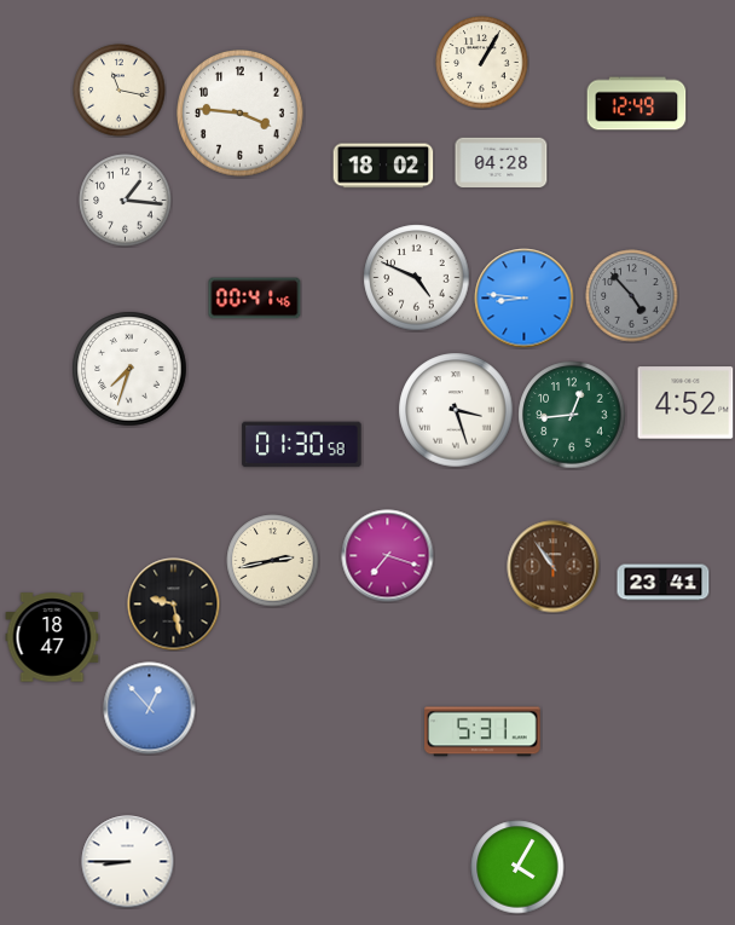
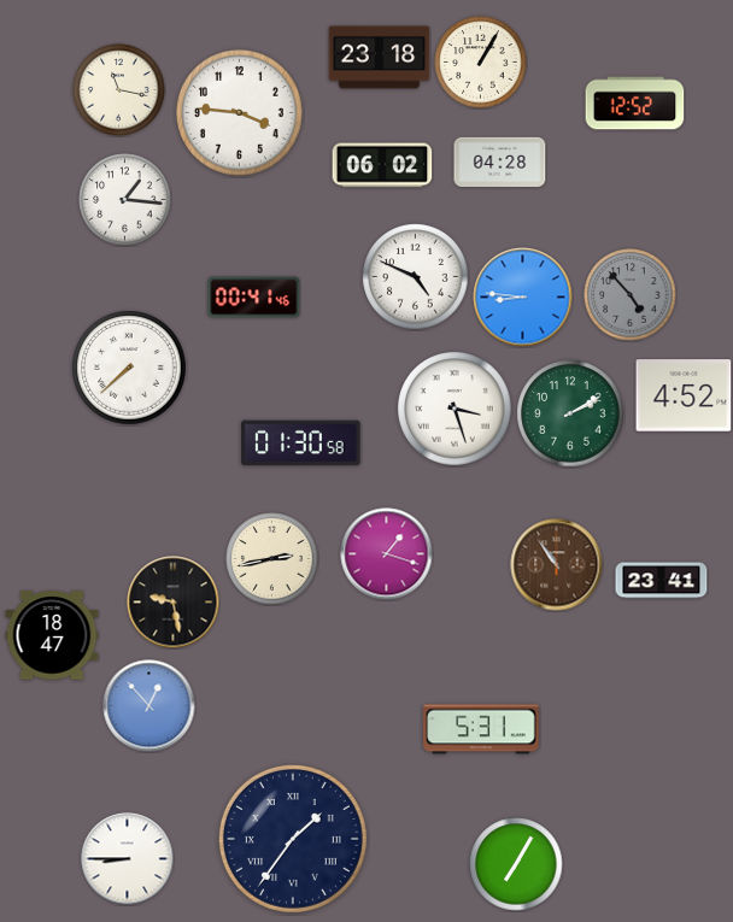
clock at (380, 58): none -> 23:18
clock at (637, 104): 12:49 -> 12:52
clock at (383, 166): 18:02 -> 06:02
clock at (129, 369): 7:33 -> 7:38
clock at (685, 403) position: (685, 403) -> (684, 395)
clock at (572, 415): 12:44 -> 2:10
clock at (388, 556): 7:18 -> 1:18
clock at (554, 567) position: (554, 567) -> (557, 565)
clock at (293, 839): none -> 1:36
clock at (517, 867): 4:05 -> 7:05
